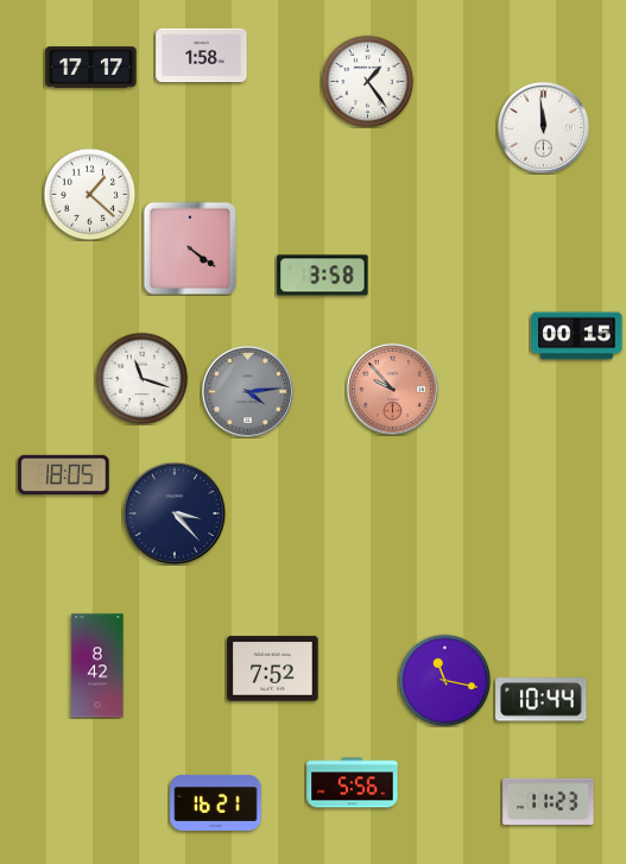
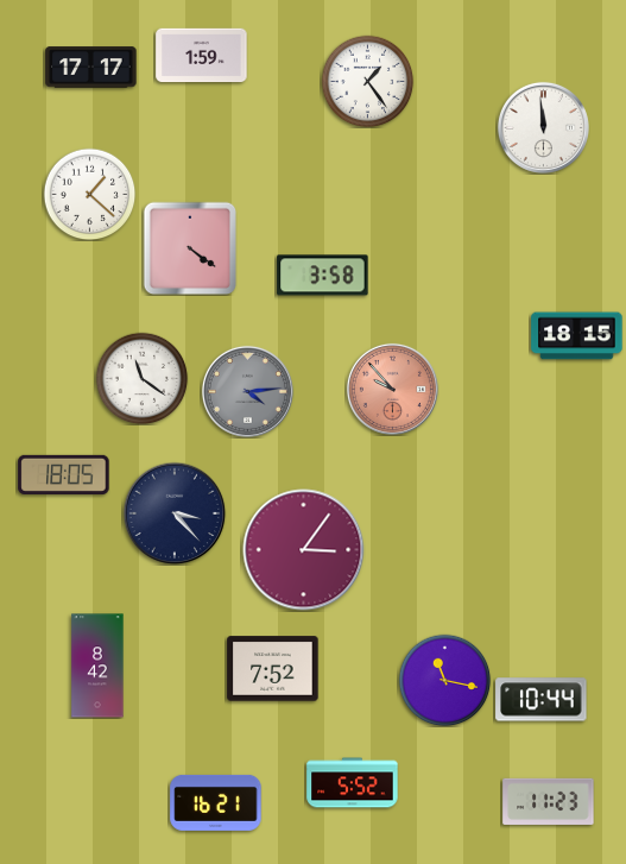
clock at (202, 56): 1:58 -> 1:59
clock at (577, 336): 00:15 -> 18:15
clock at (141, 378): 11:18 -> 11:21
clock at (304, 550): none -> 3:06
clock at (353, 783): 5:56 -> 5:52
